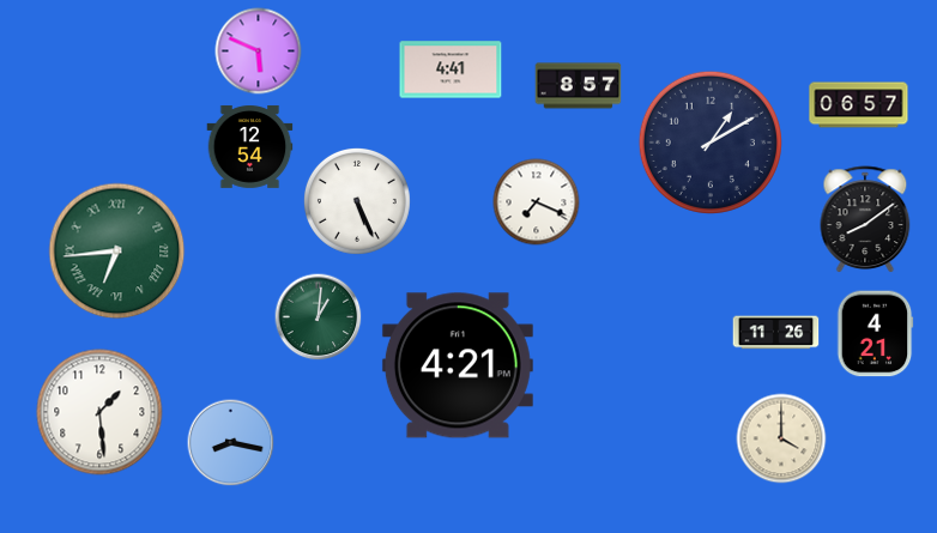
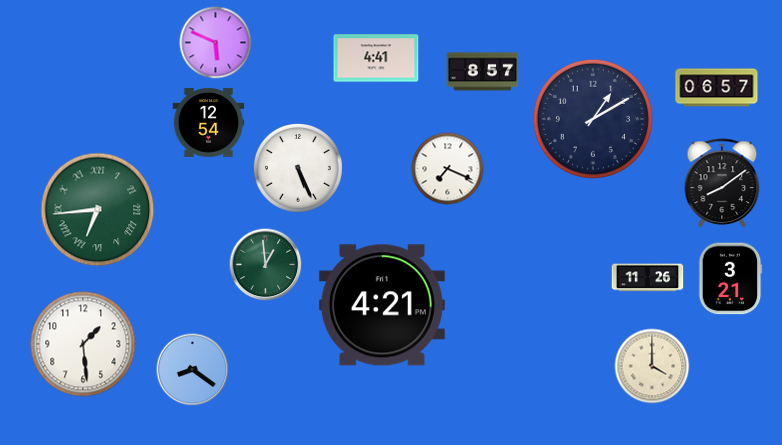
clock at (319, 317): 1:01 -> 12:59
clock at (875, 334): 4:21 -> 3:21
clock at (231, 443): 8:17 -> 8:21
